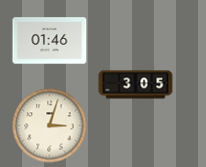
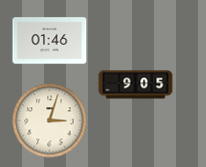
clock at (136, 85): 3:05 -> 9:05
clock at (50, 126) position: (50, 126) -> (50, 121)
